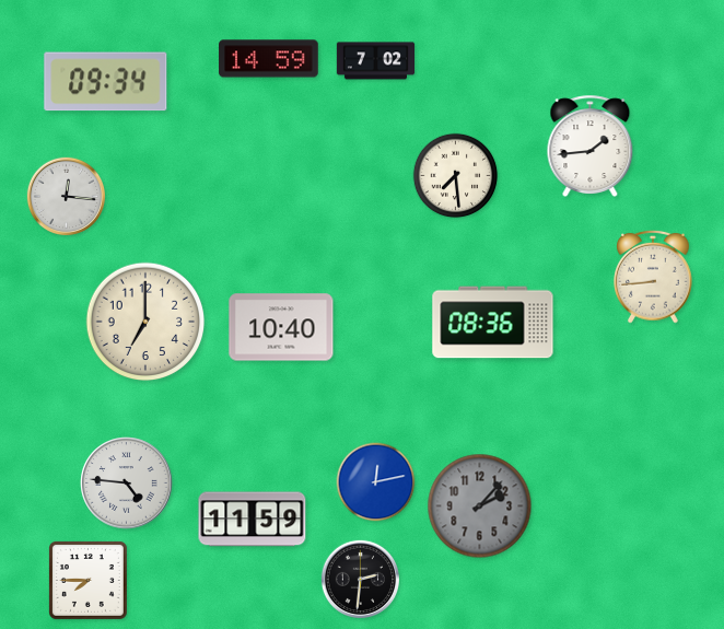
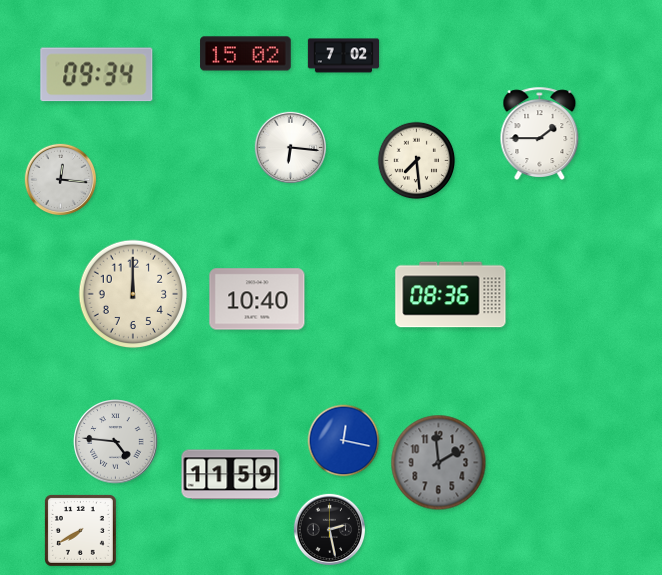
clock at (269, 59): 14:59 -> 15:02
clock at (591, 145): 1:44 -> 1:45
clock at (290, 147): none -> 6:16
clock at (653, 277): 8:44 -> none
clock at (145, 322): 7:00 -> 12:00
clock at (376, 482): 12:13 -> 12:17
clock at (480, 506): 2:07 -> 1:59
clock at (360, 579): 2:31 -> 2:28
clock at (87, 580): 7:45 -> 7:40
